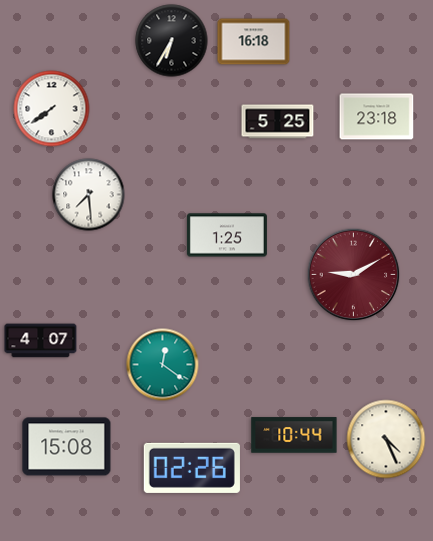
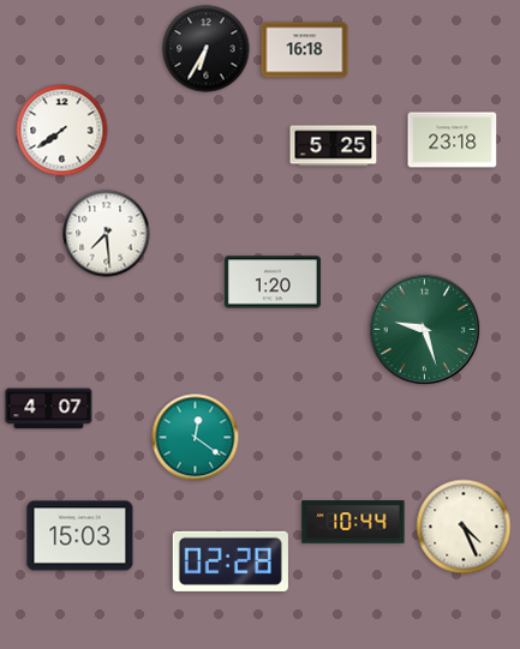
clock at (227, 235): 1:25 -> 1:20
clock at (354, 275): 9:10 -> 9:27
clock at (354, 275) dial: burgundy -> green
clock at (67, 447): 15:08 -> 15:03
clock at (192, 468): 02:26 -> 02:28
